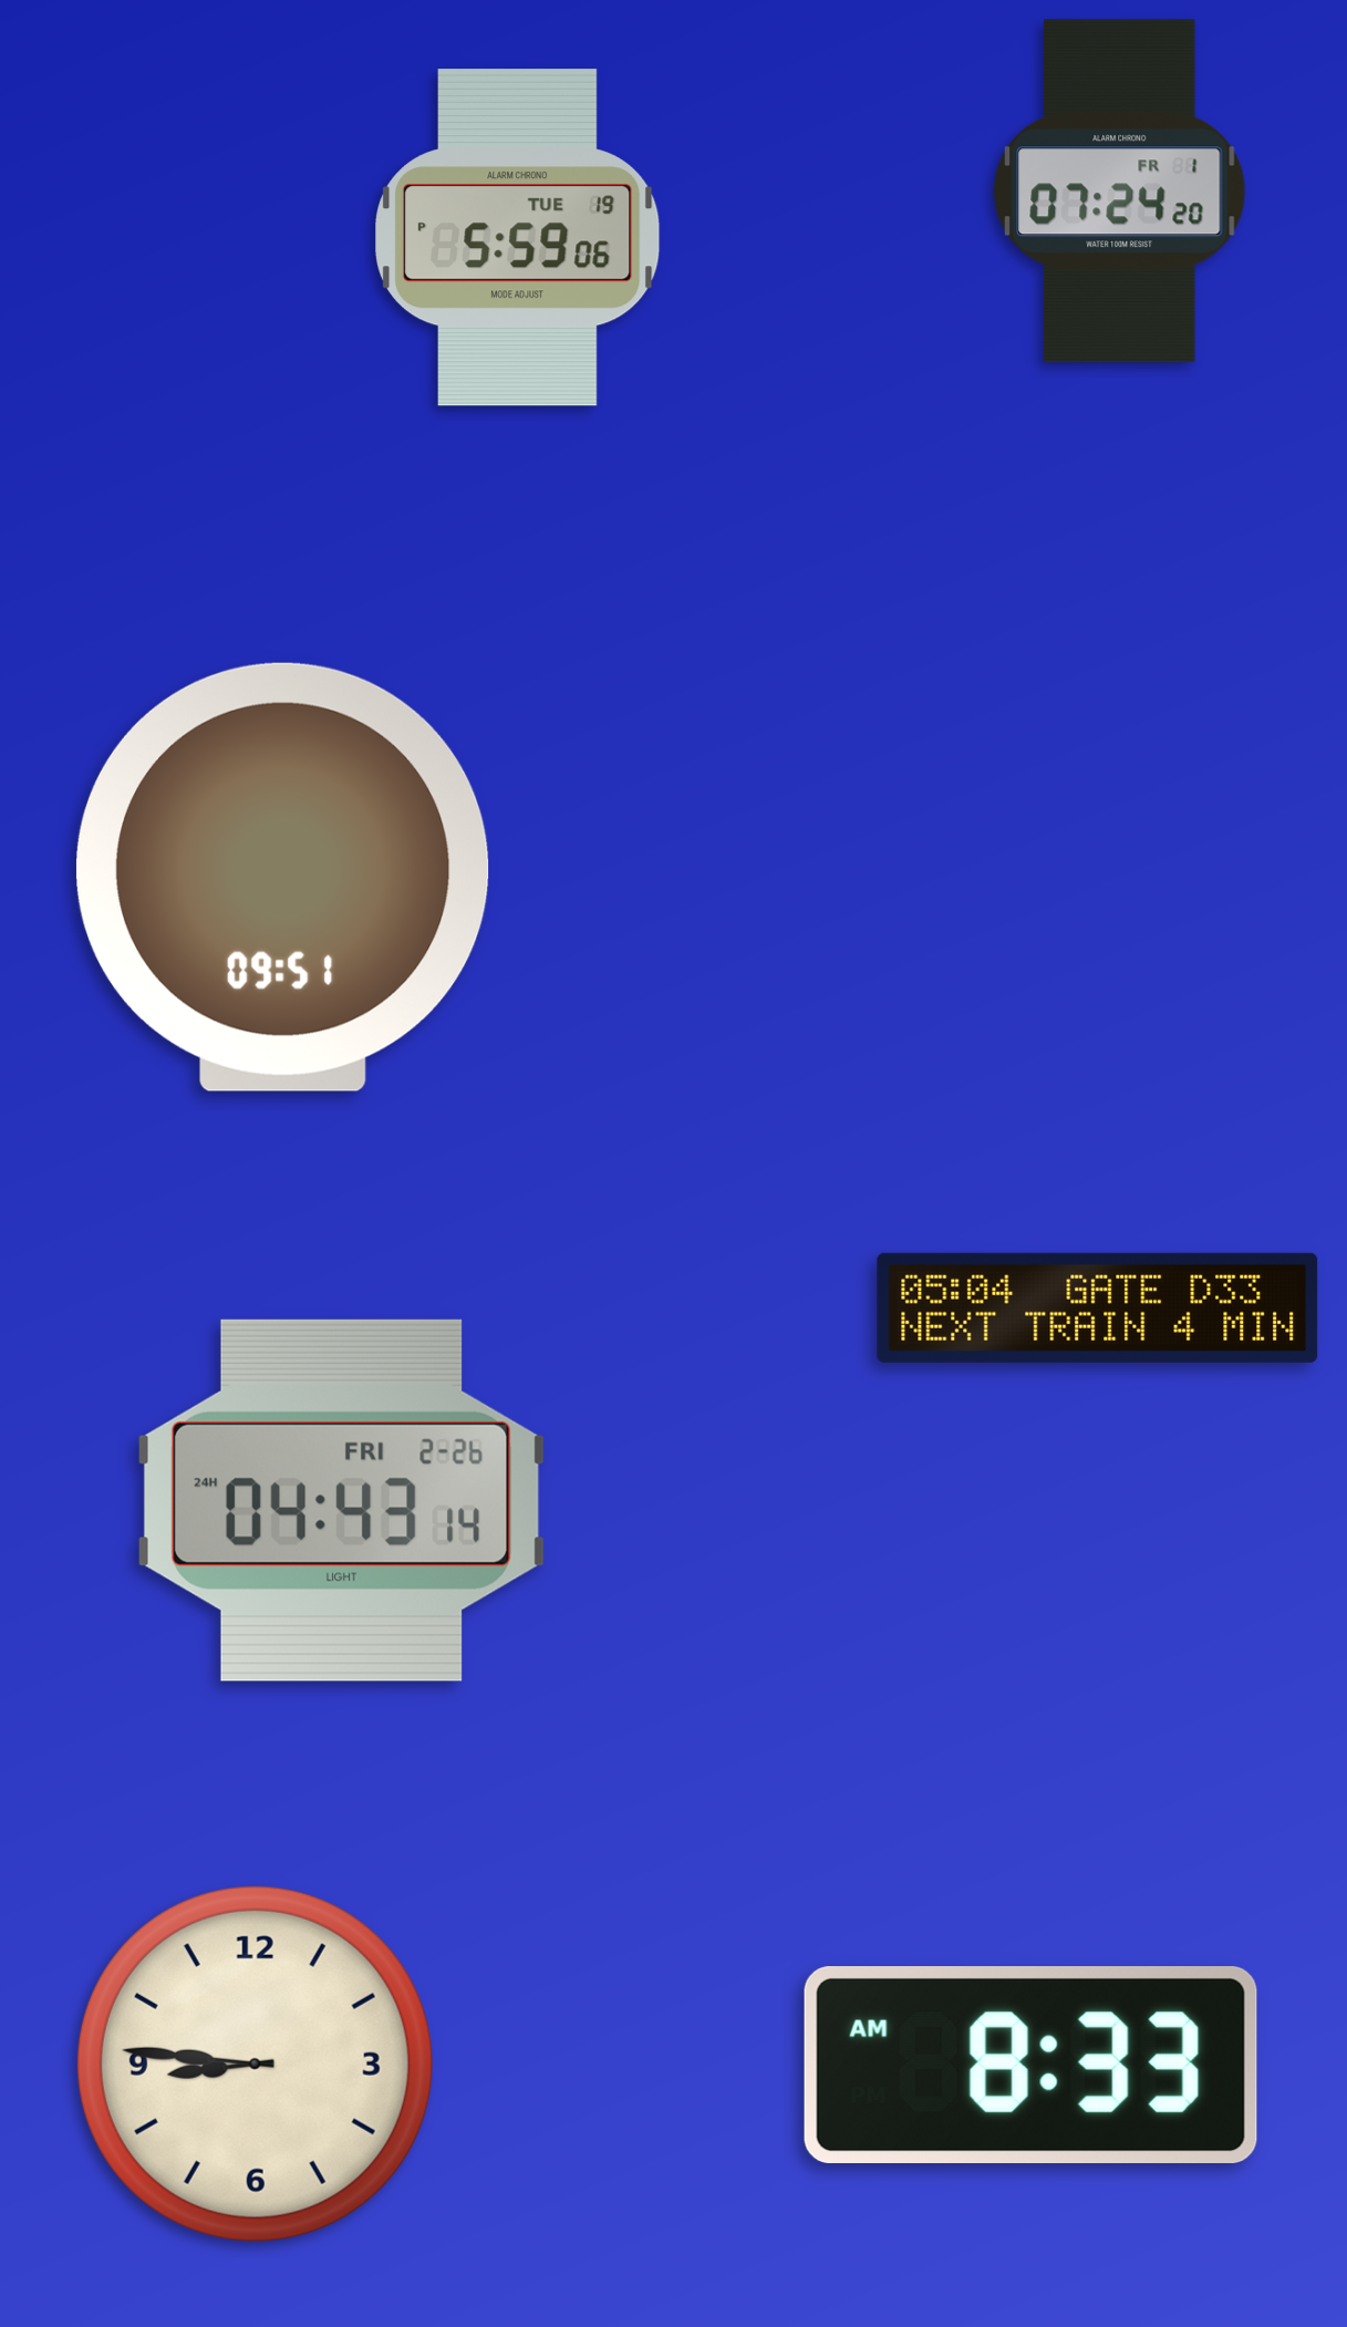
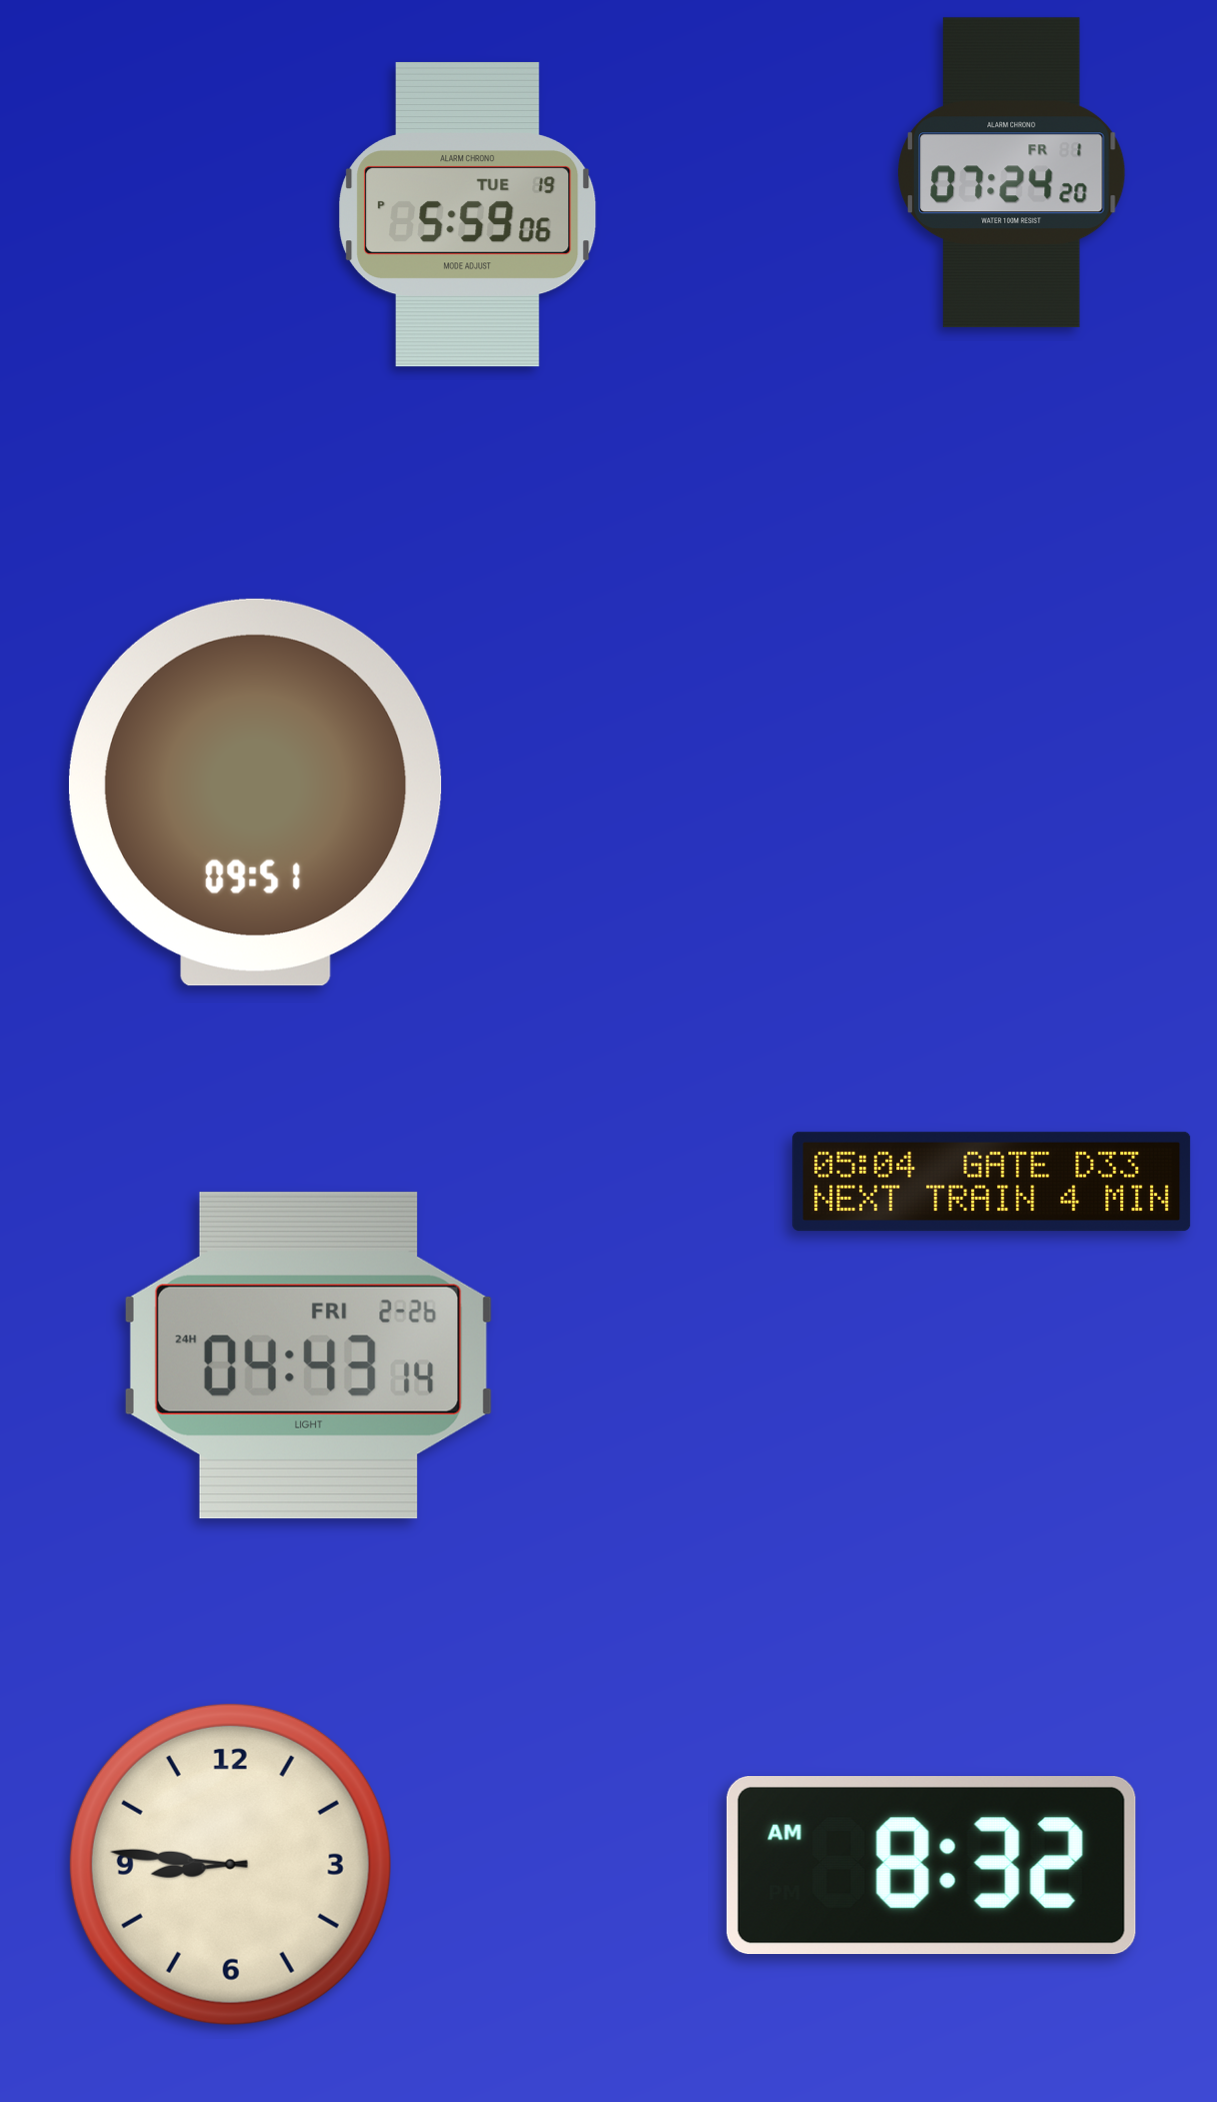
clock at (1030, 2065): 8:33 -> 8:32
